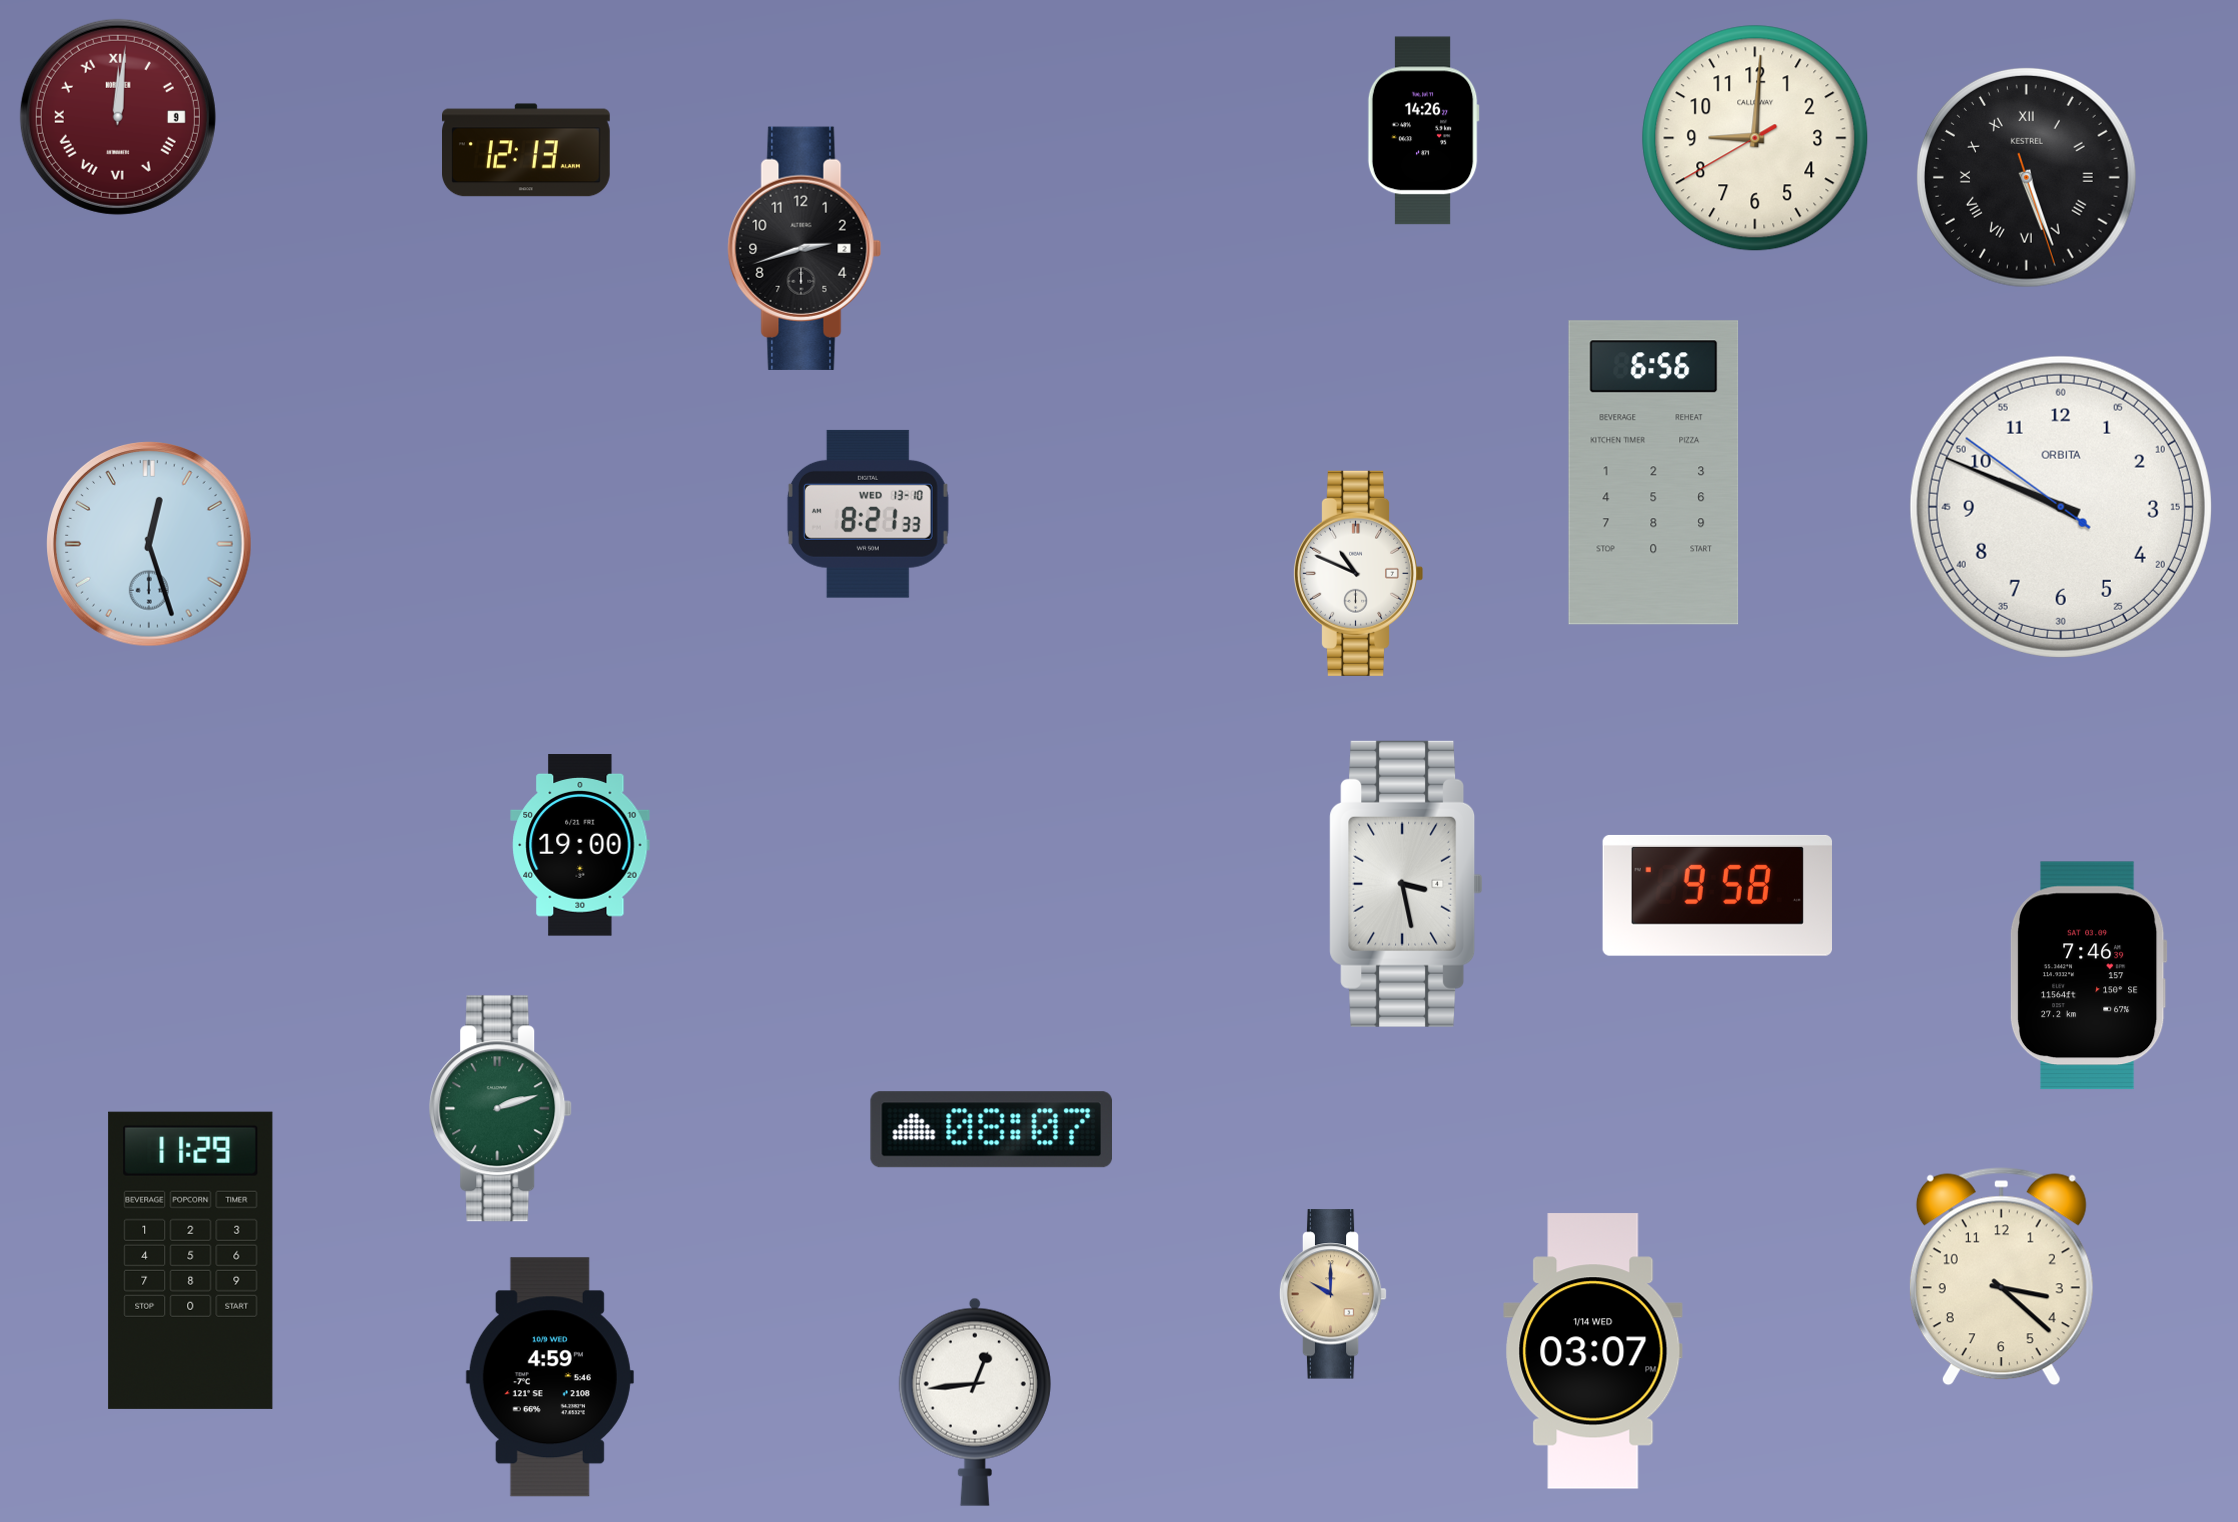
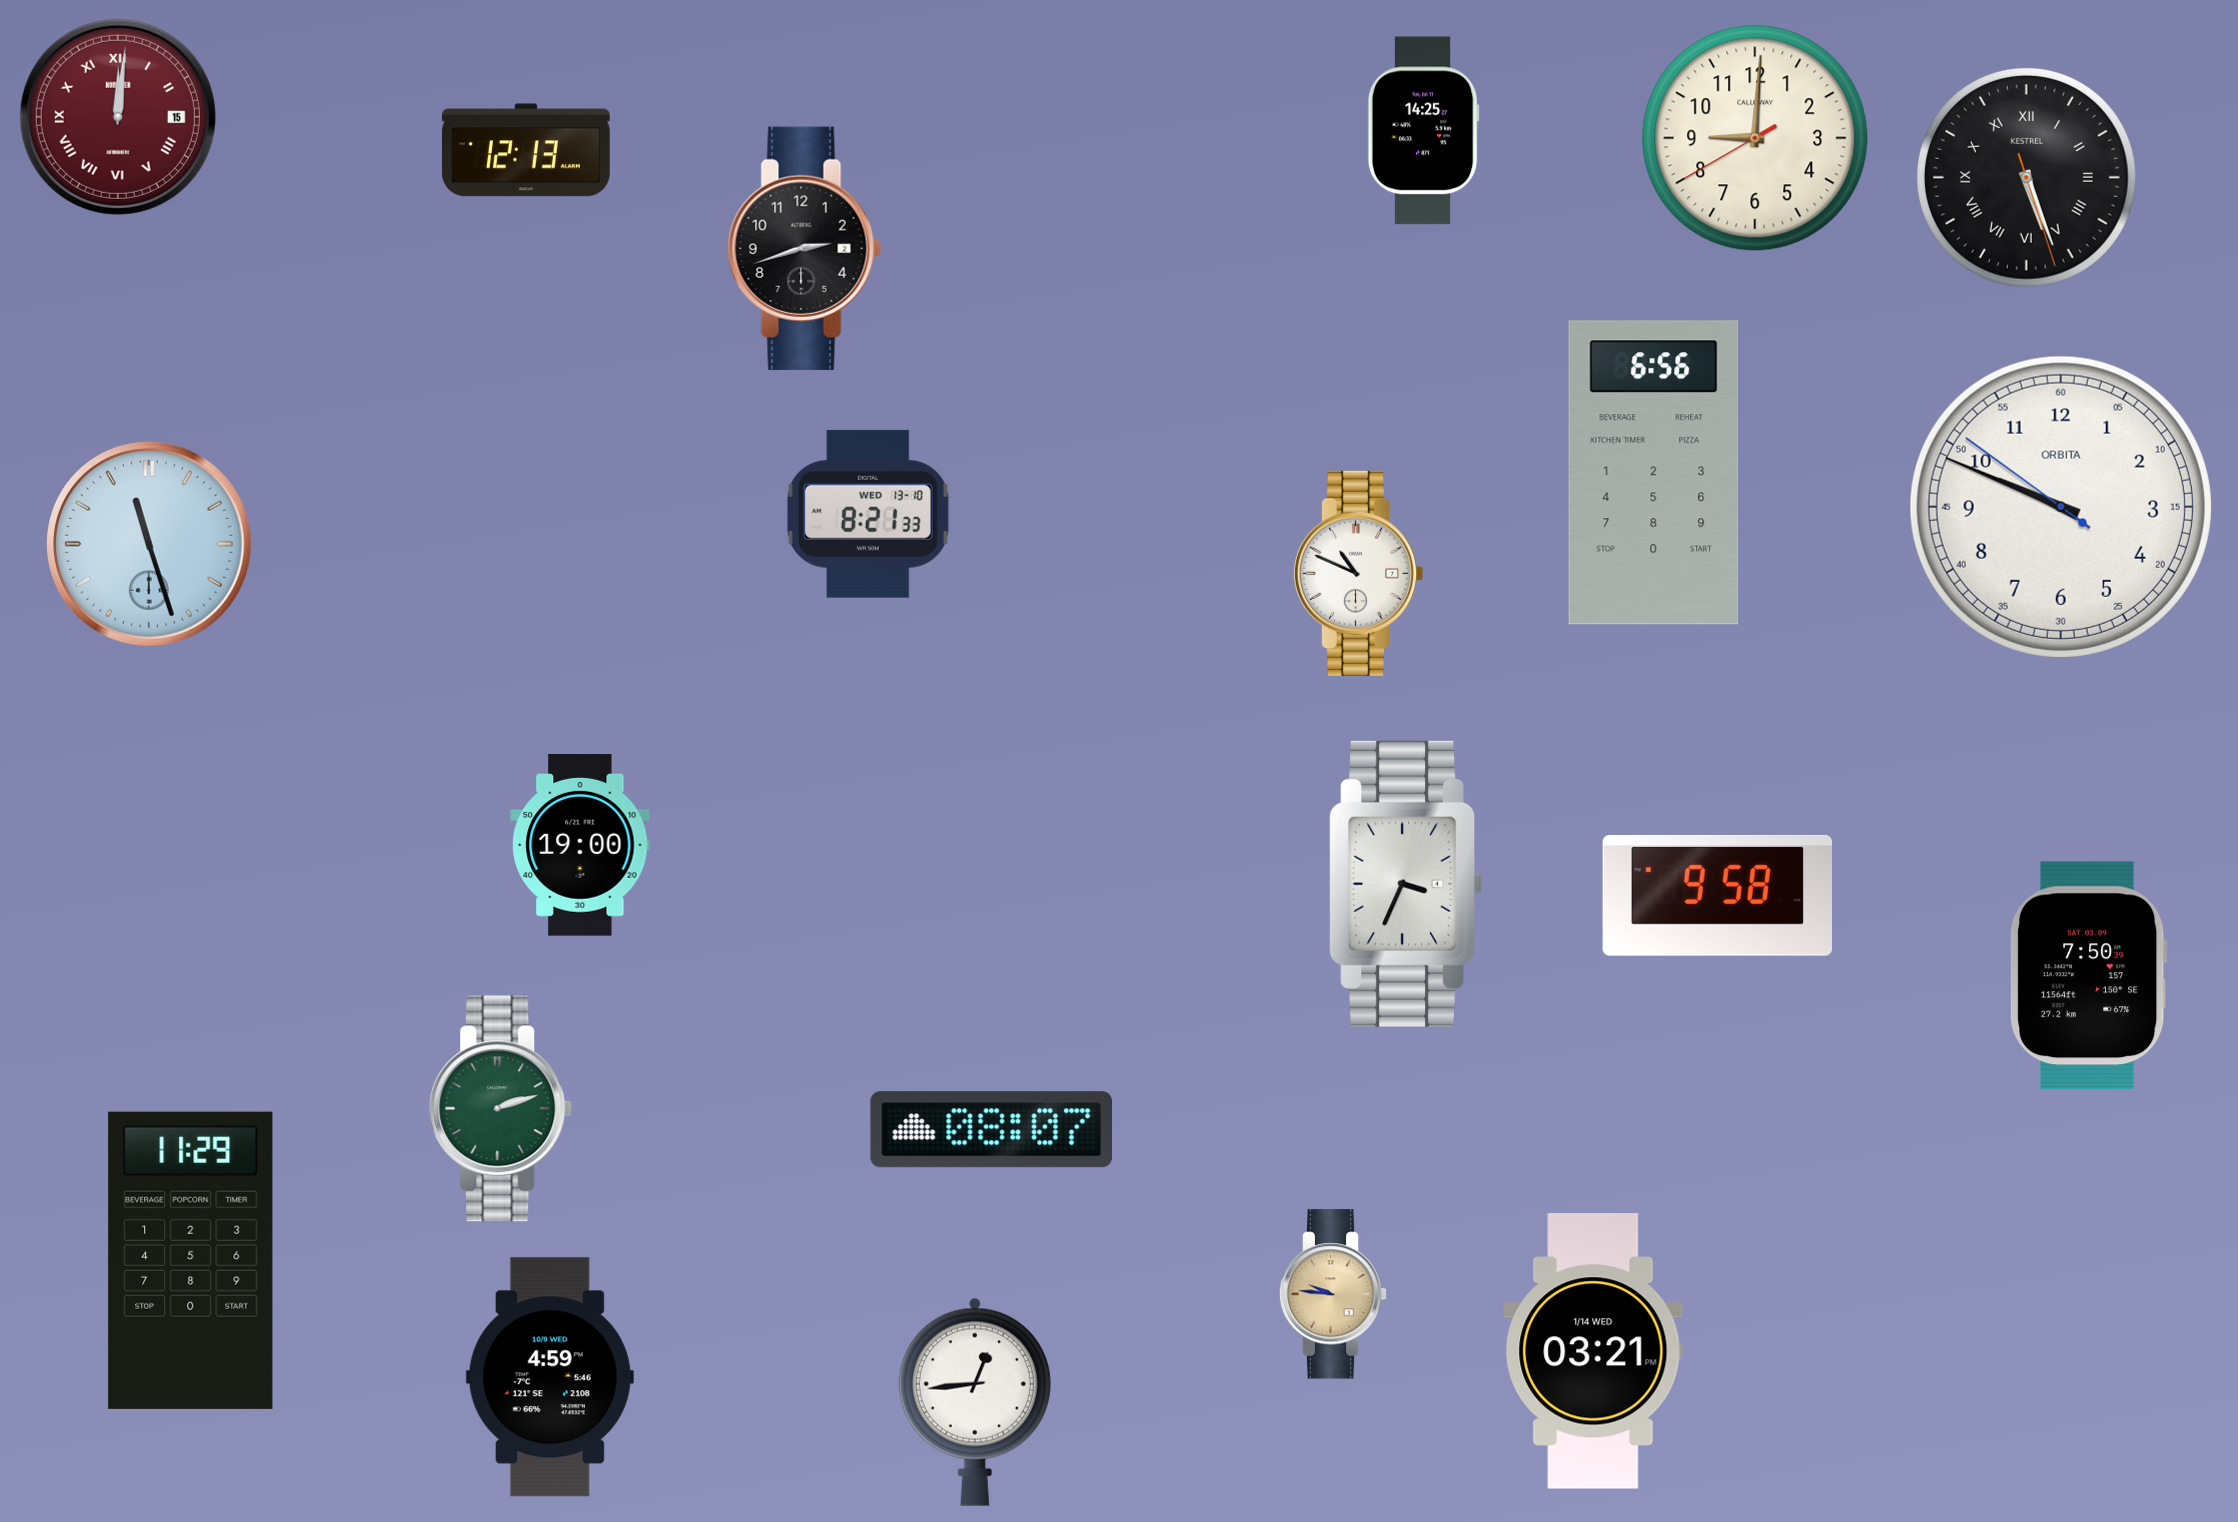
clock at (118, 117) date: 9 -> 15
clock at (1423, 131): 14:26 -> 14:25
clock at (150, 545): 12:27 -> 11:27
clock at (1406, 884): 3:28 -> 3:34
clock at (2088, 976): 7:46 -> 7:50
clock at (2001, 1277): 3:22 -> none
clock at (1333, 1294): 10:00 -> 9:46
clock at (1593, 1351): 03:07 -> 03:21
